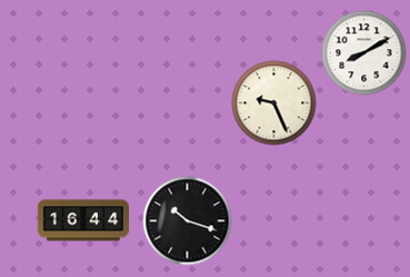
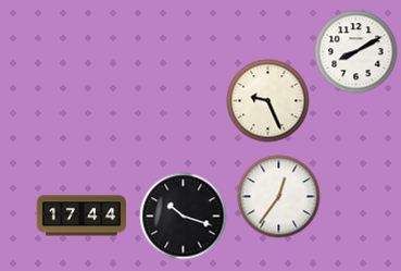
clock at (279, 197): none -> 12:36
clock at (82, 220): 16:44 -> 17:44
